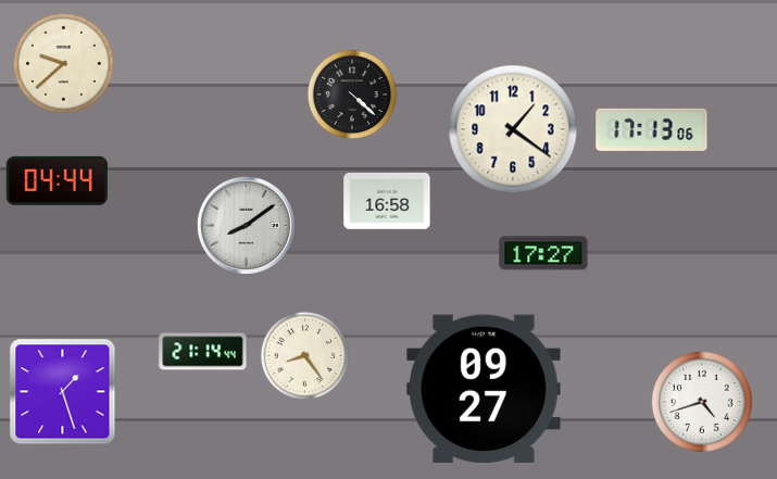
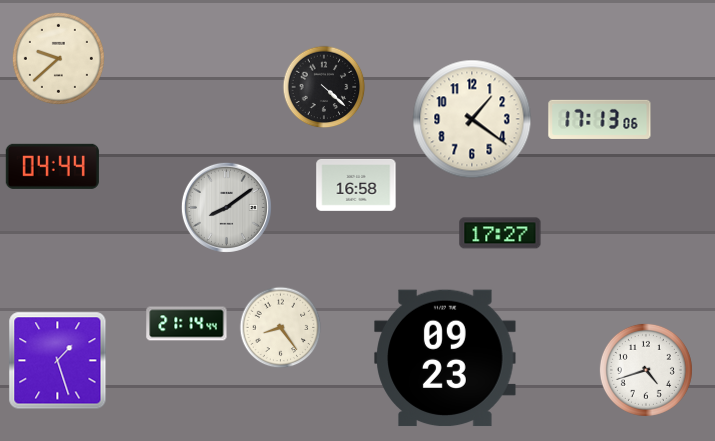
clock at (484, 389): 09:27 -> 09:23
